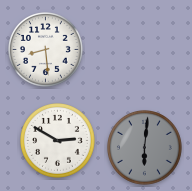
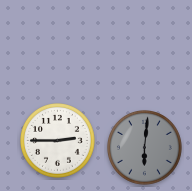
clock at (46, 50): 8:29 -> none
clock at (58, 141): 2:50 -> 2:45
